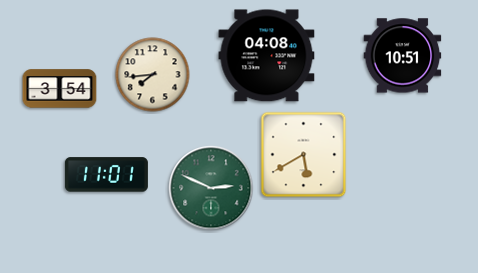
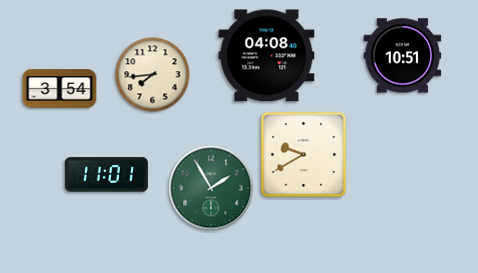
clock at (304, 155): 5:40 -> 9:40
clock at (211, 188): 2:49 -> 1:55
